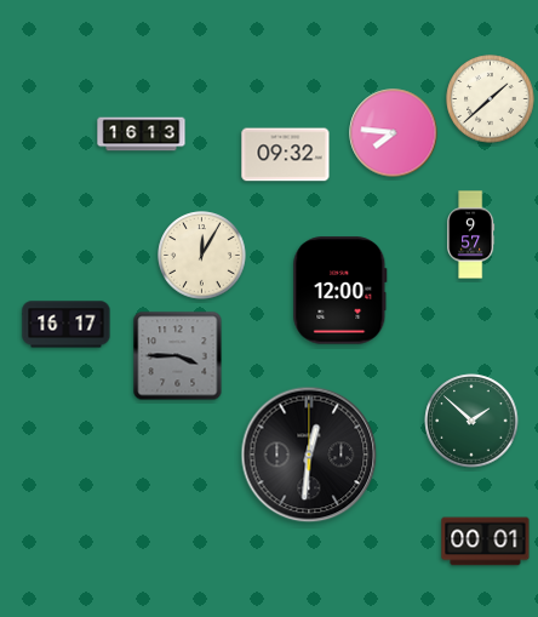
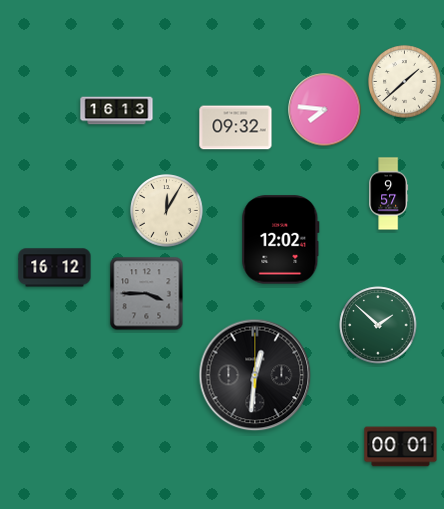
clock at (340, 291): 12:00 -> 12:02
clock at (67, 325): 16:17 -> 16:12
clock at (471, 421) position: (471, 421) -> (378, 325)
